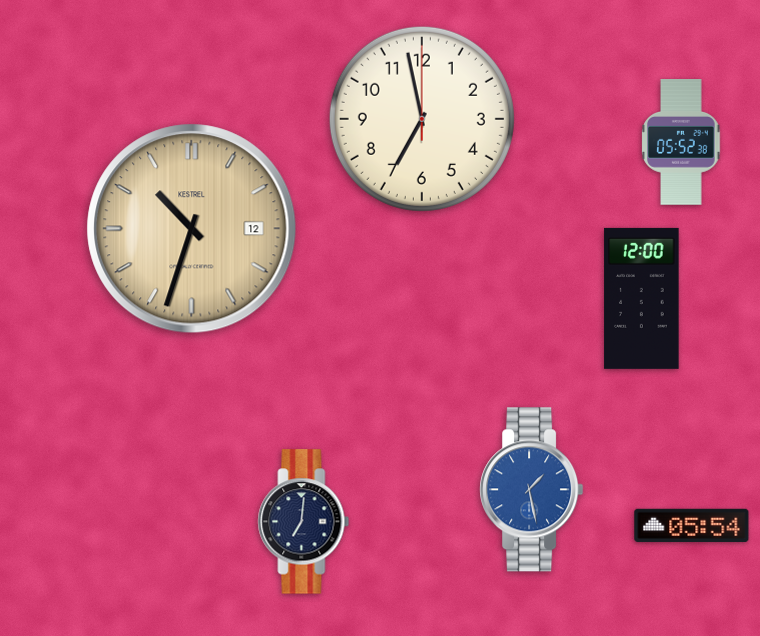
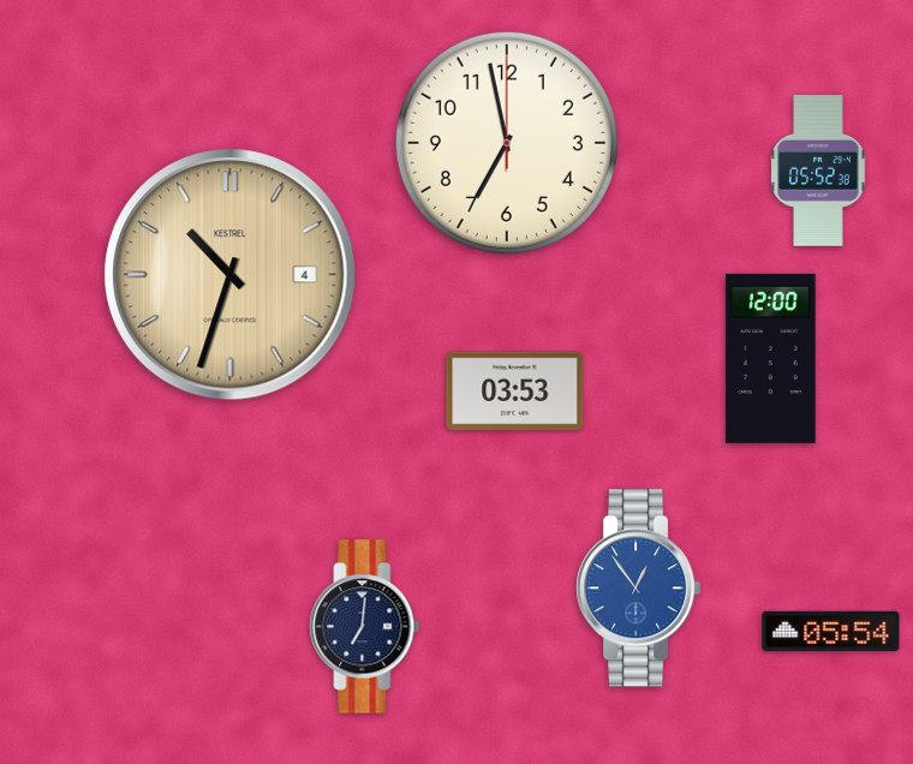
clock at (192, 229) date: 12 -> 4
clock at (515, 392): none -> 03:53
clock at (532, 490): 1:28 -> 12:54
